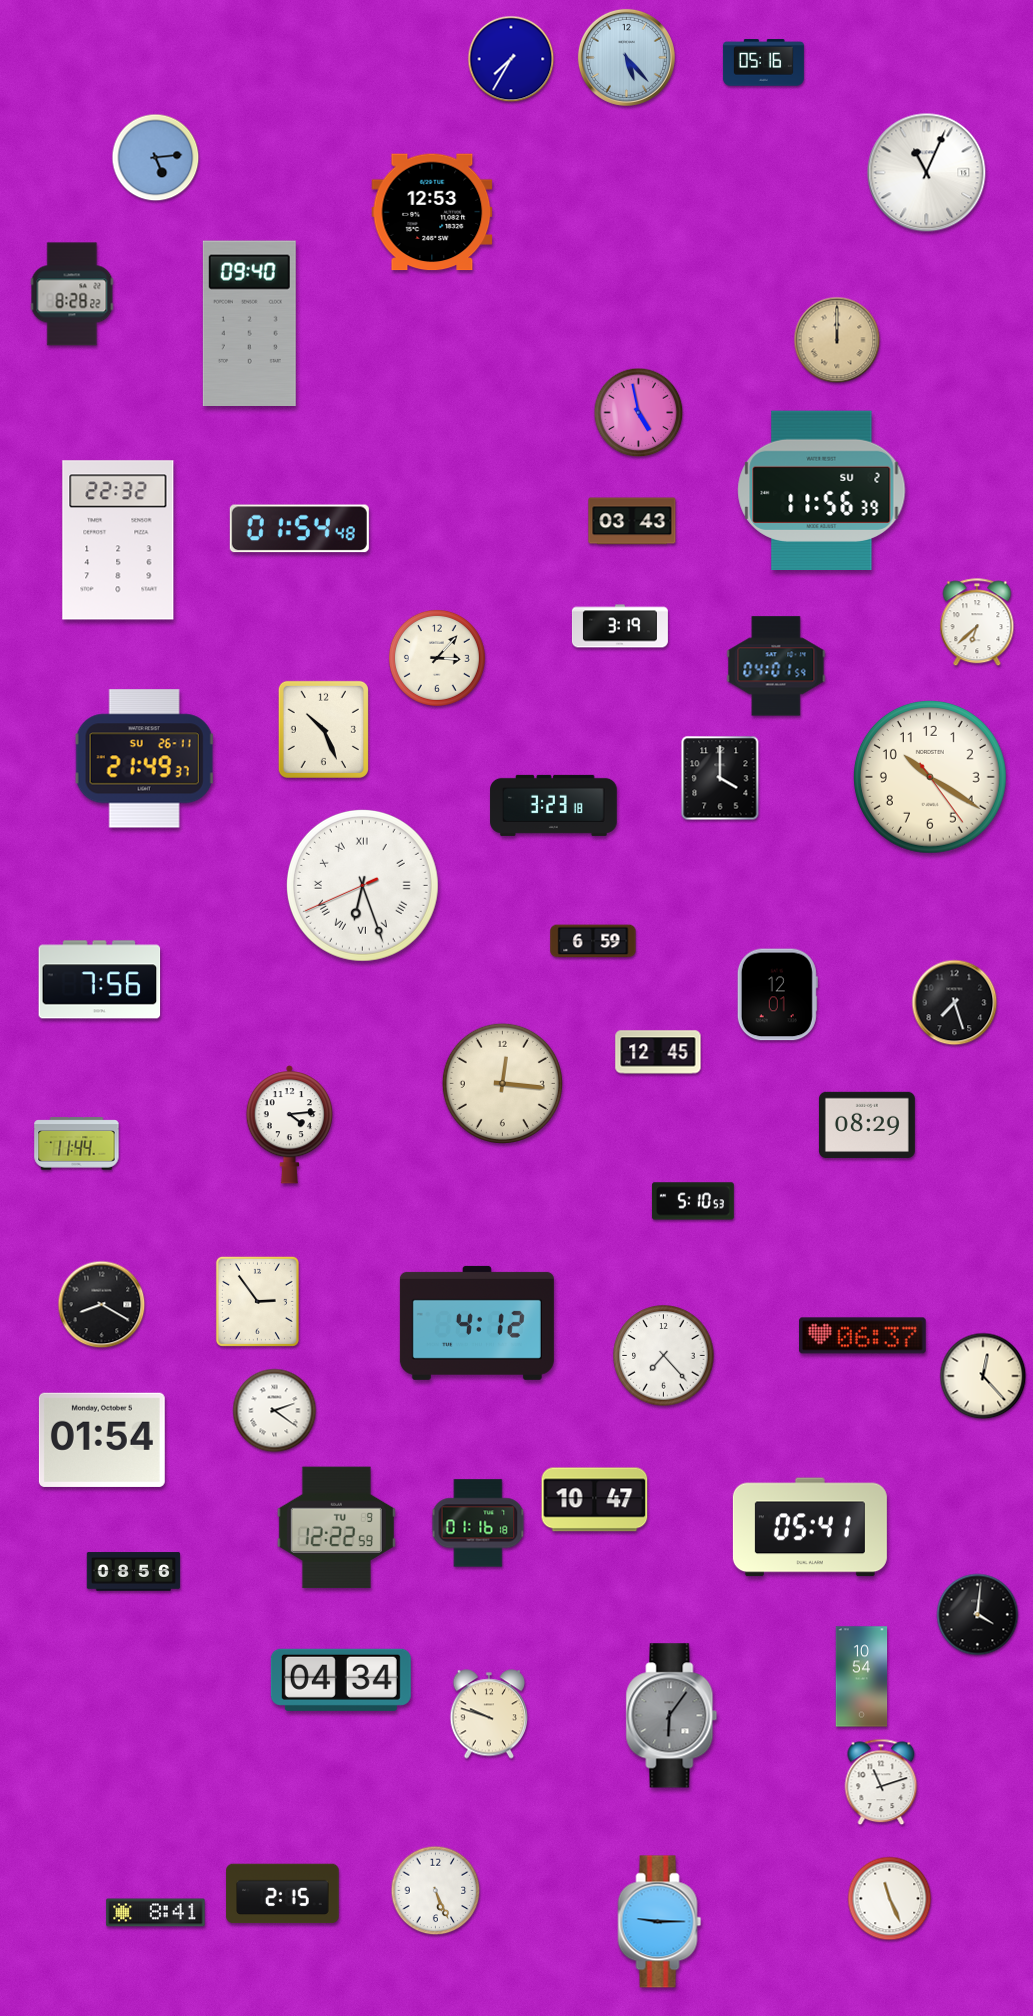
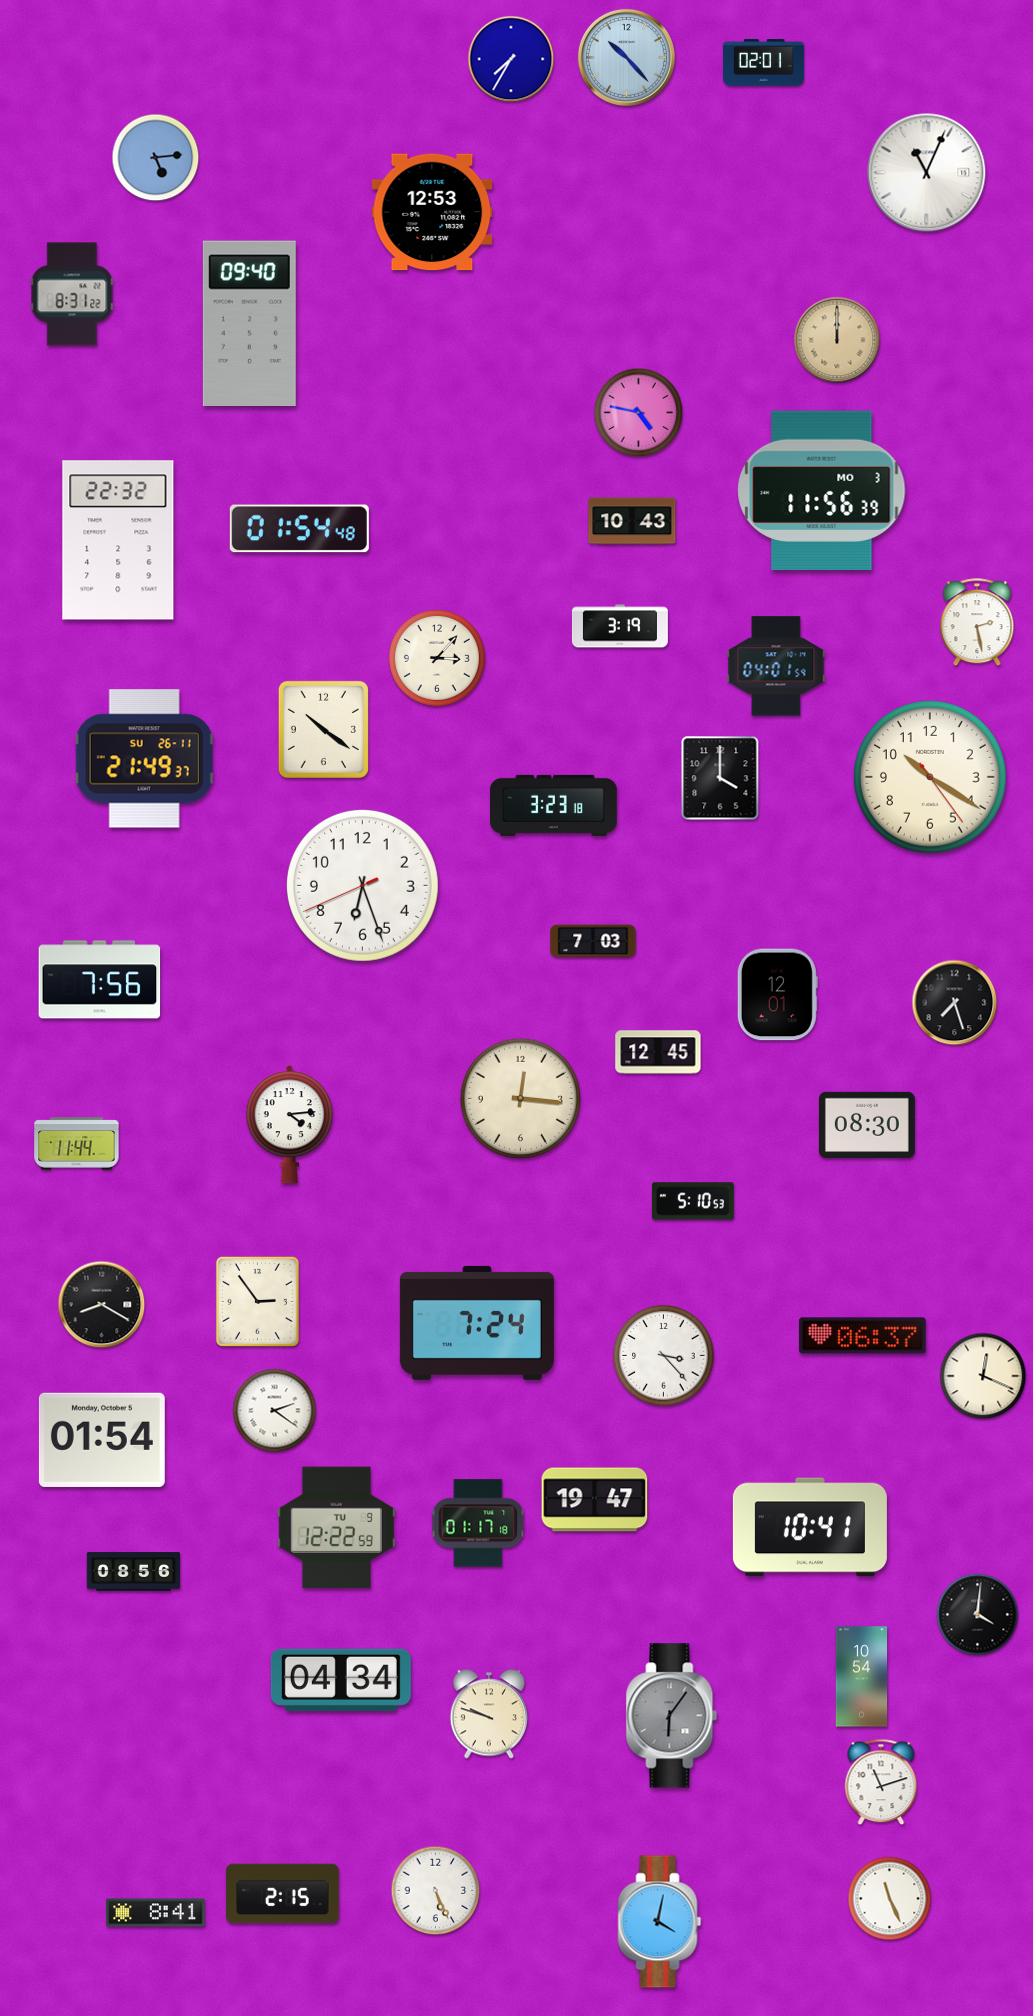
clock at (626, 57): 5:23 -> 10:23
clock at (763, 63): 05:16 -> 02:01
clock at (72, 294): 8:28 -> 8:31
clock at (639, 413): 4:58 -> 4:47
clock at (822, 490) date: SU 2 -> MO 3
clock at (632, 521): 03:43 -> 10:43
clock at (977, 623): 6:38 -> 2:28
clock at (323, 729): 10:26 -> 10:21
clock at (362, 885) numerals: Roman -> Arabic
clock at (593, 941): 6:59 -> 7:03
clock at (502, 1083) position: (502, 1083) -> (520, 1098)
clock at (867, 1125): 08:29 -> 08:30
clock at (477, 1323): 4:12 -> 7:24
clock at (664, 1356): 7:23 -> 3:23
clock at (983, 1376): 12:23 -> 12:19
clock at (595, 1500): 10:47 -> 19:47
clock at (478, 1523): 01:16 -> 01:17
clock at (810, 1527): 05:41 -> 10:41
clock at (660, 1922): 9:15 -> 4:02
